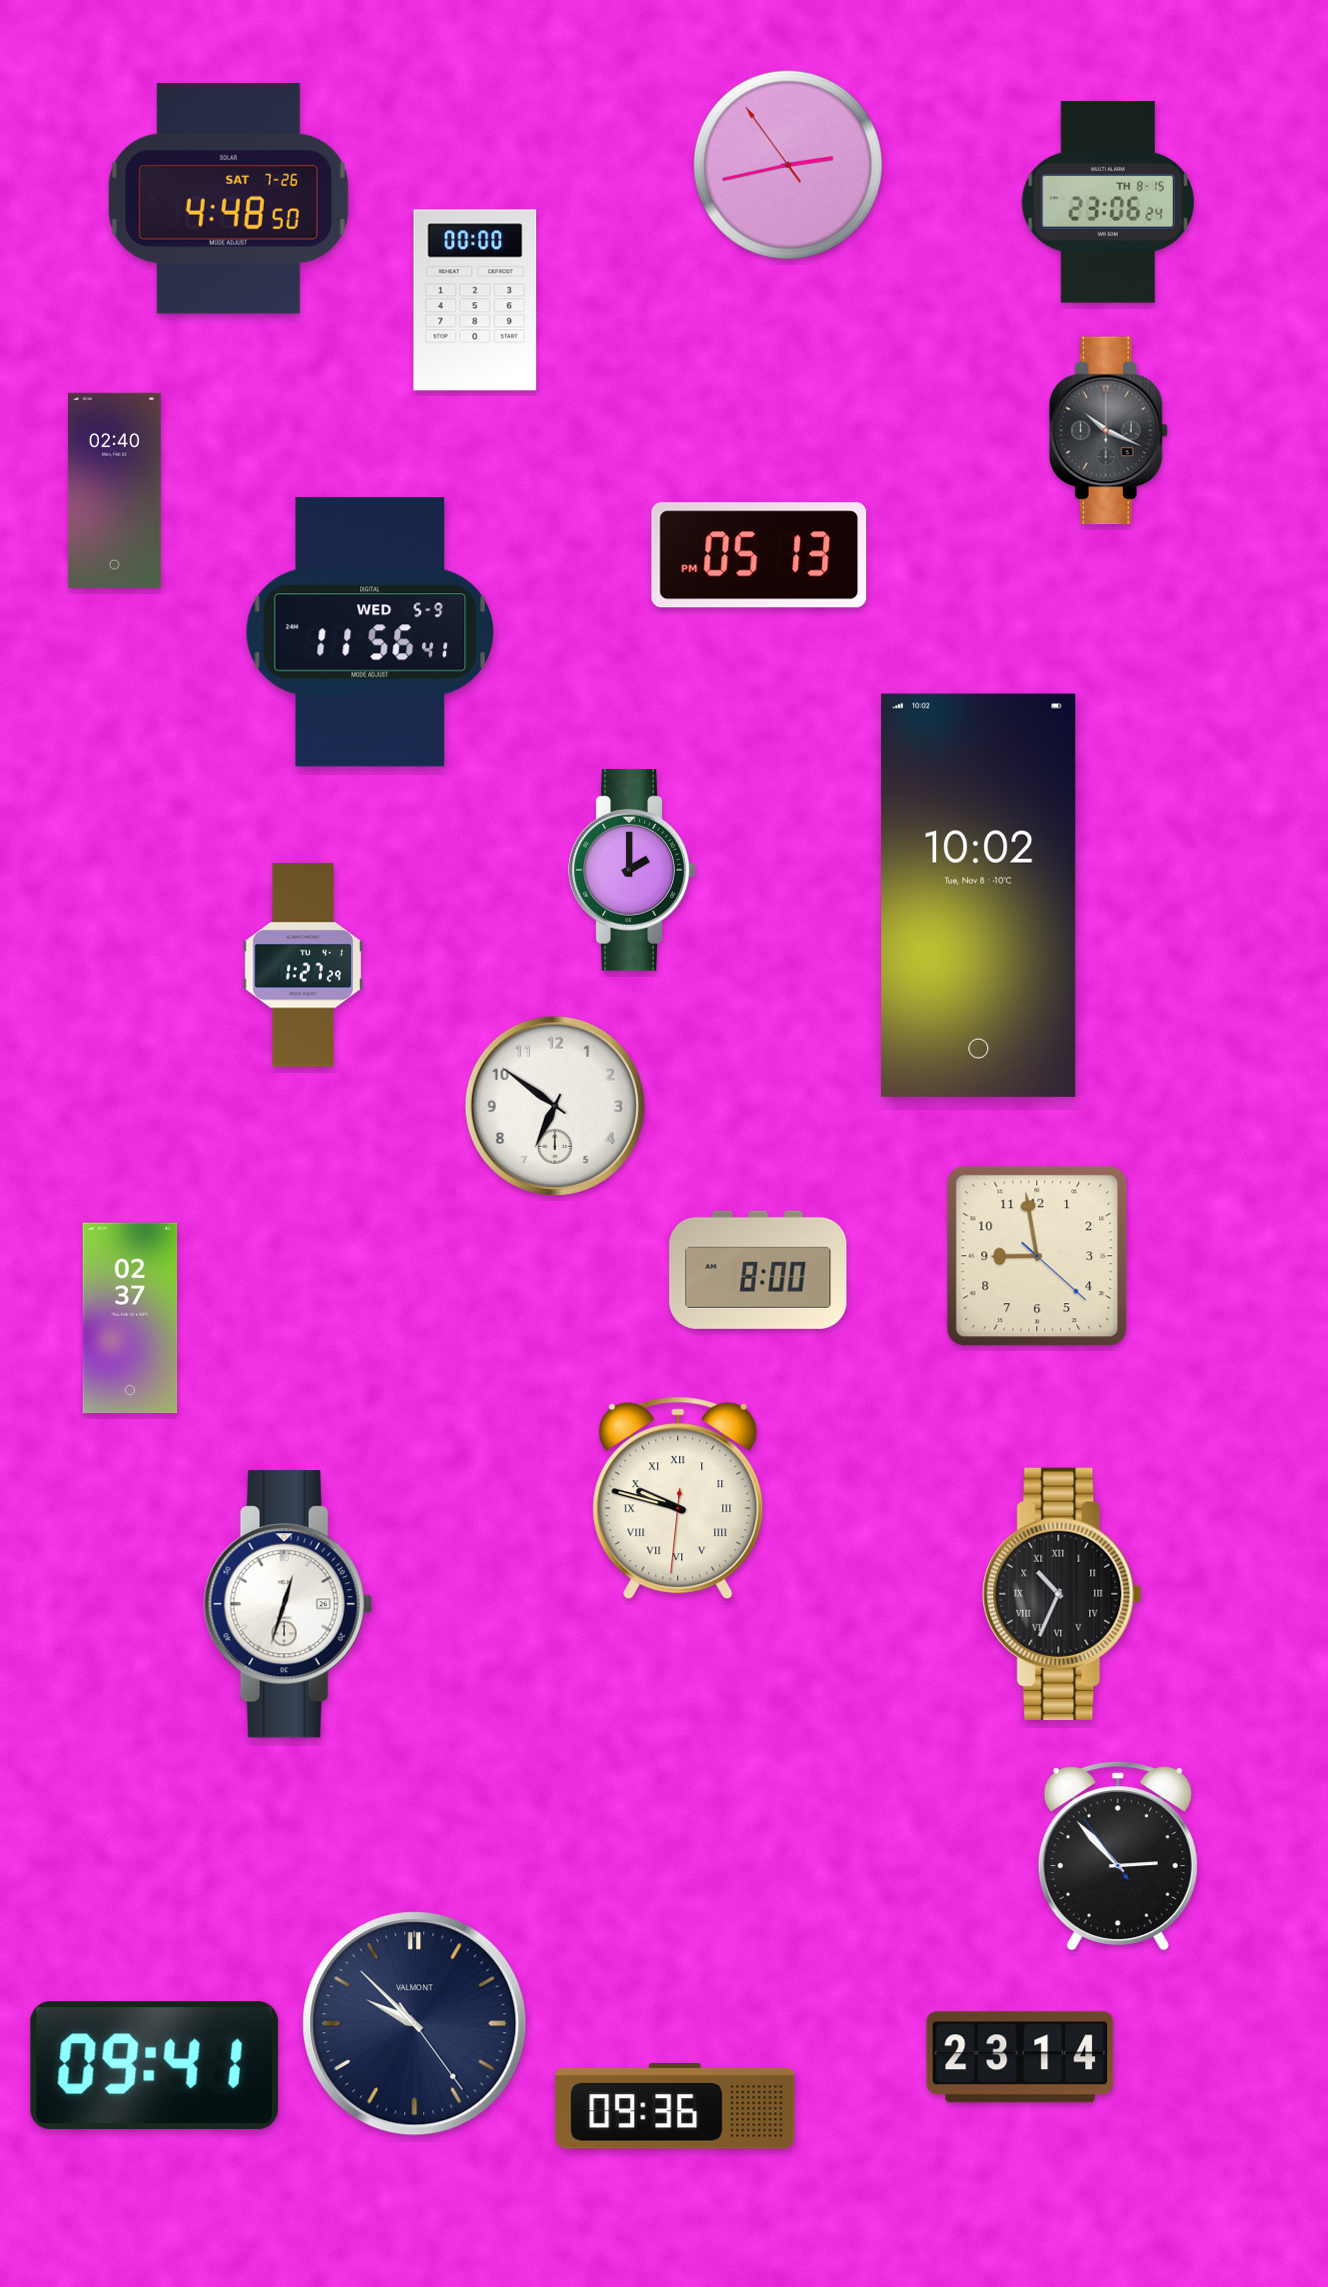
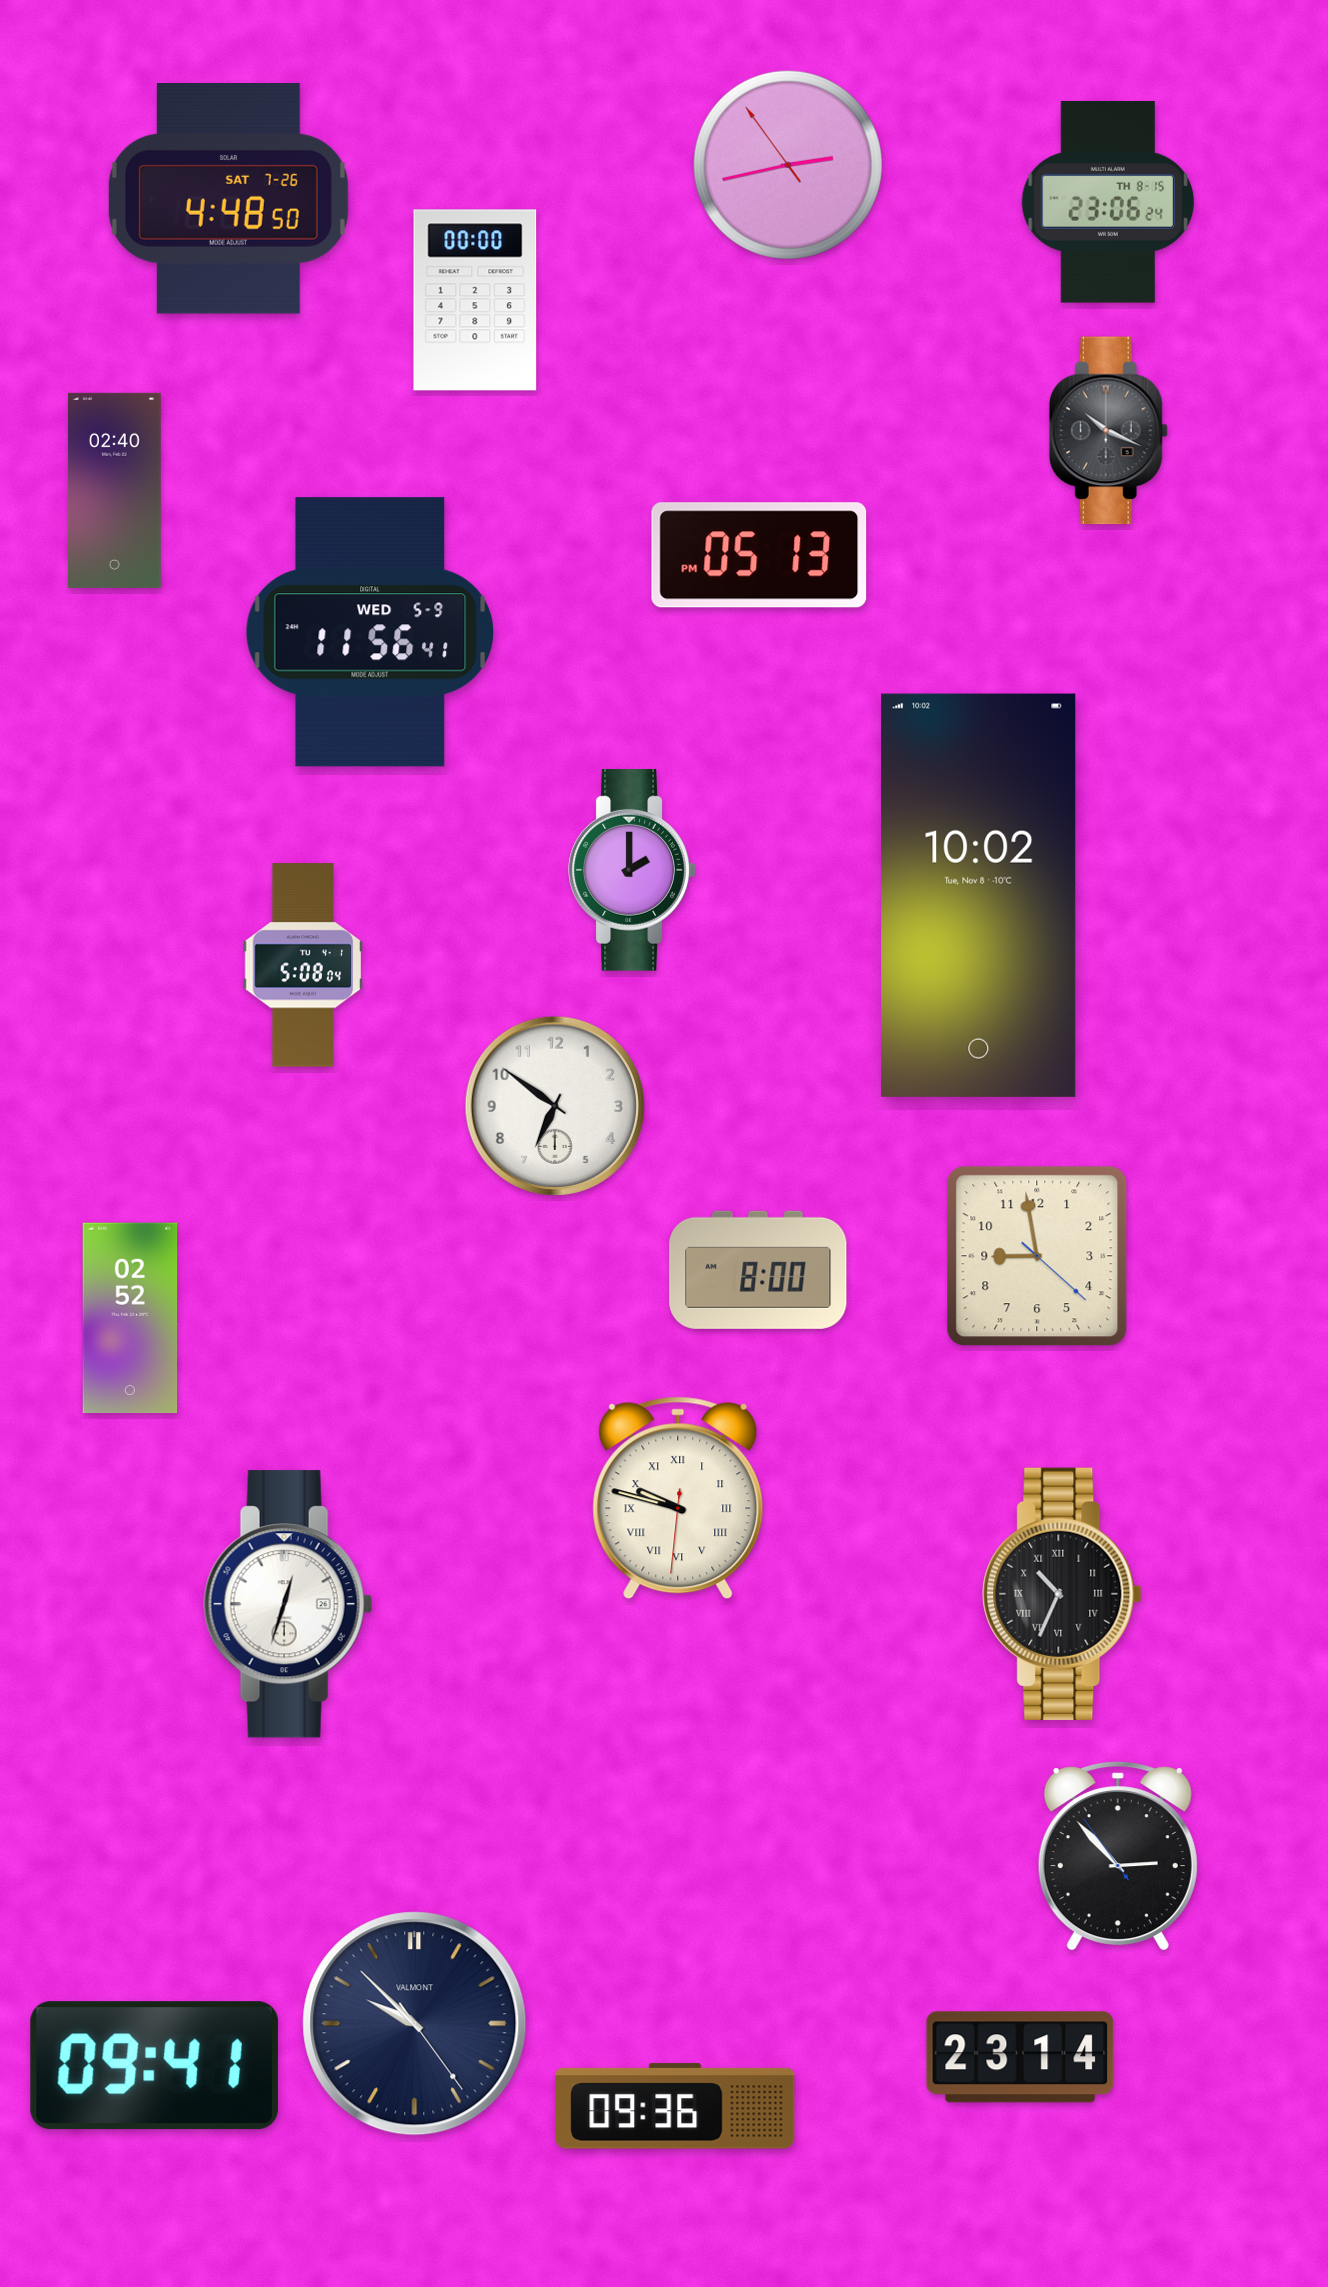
clock at (303, 965): 1:27 -> 5:08
clock at (130, 1318): 02:37 -> 02:52
